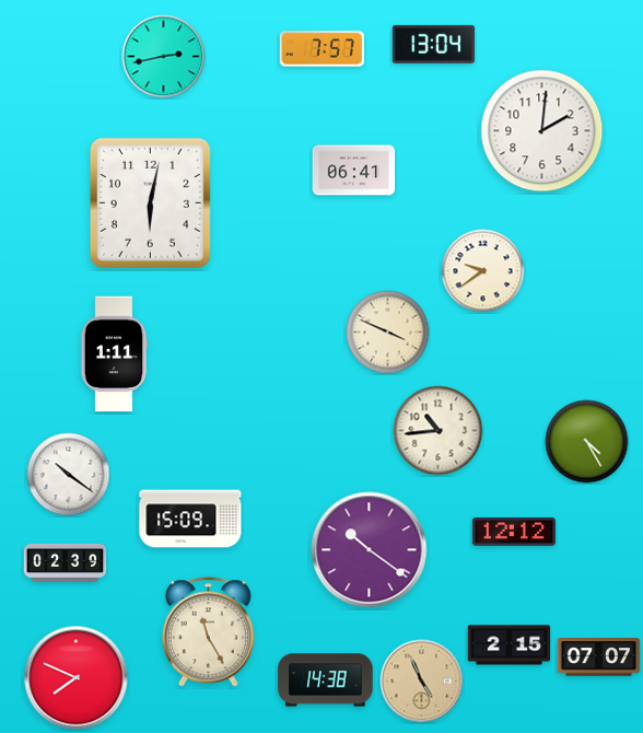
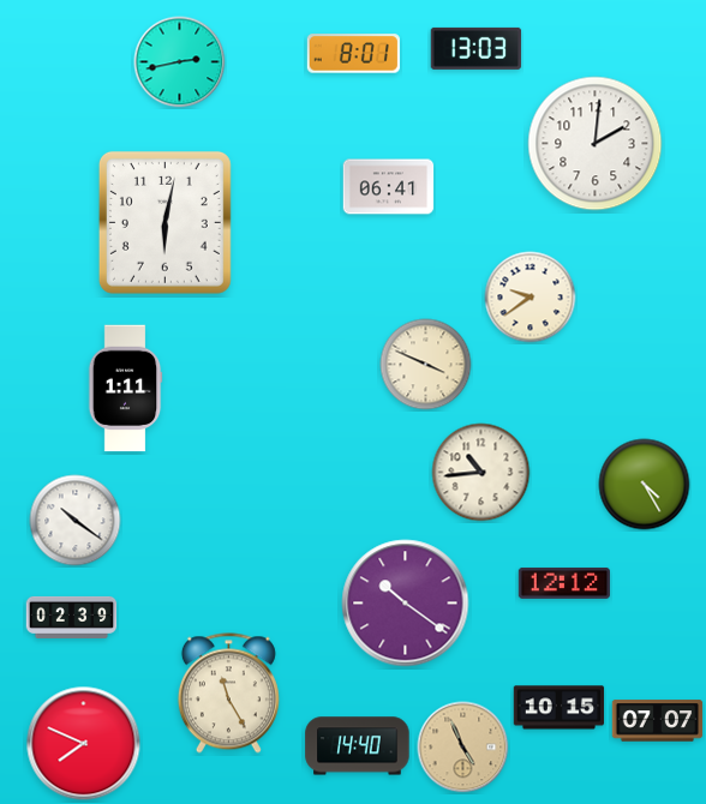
clock at (434, 44): 13:04 -> 13:03
clock at (321, 49): 7:57 -> 8:01
clock at (190, 519): 15:09 -> none
clock at (510, 645): 2:15 -> 10:15
clock at (326, 680): 14:38 -> 14:40
